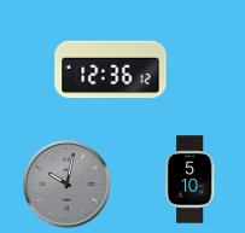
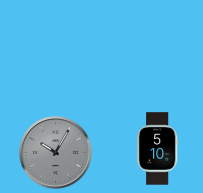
clock at (111, 70): 12:36 -> none
clock at (68, 185): 10:02 -> 10:05
